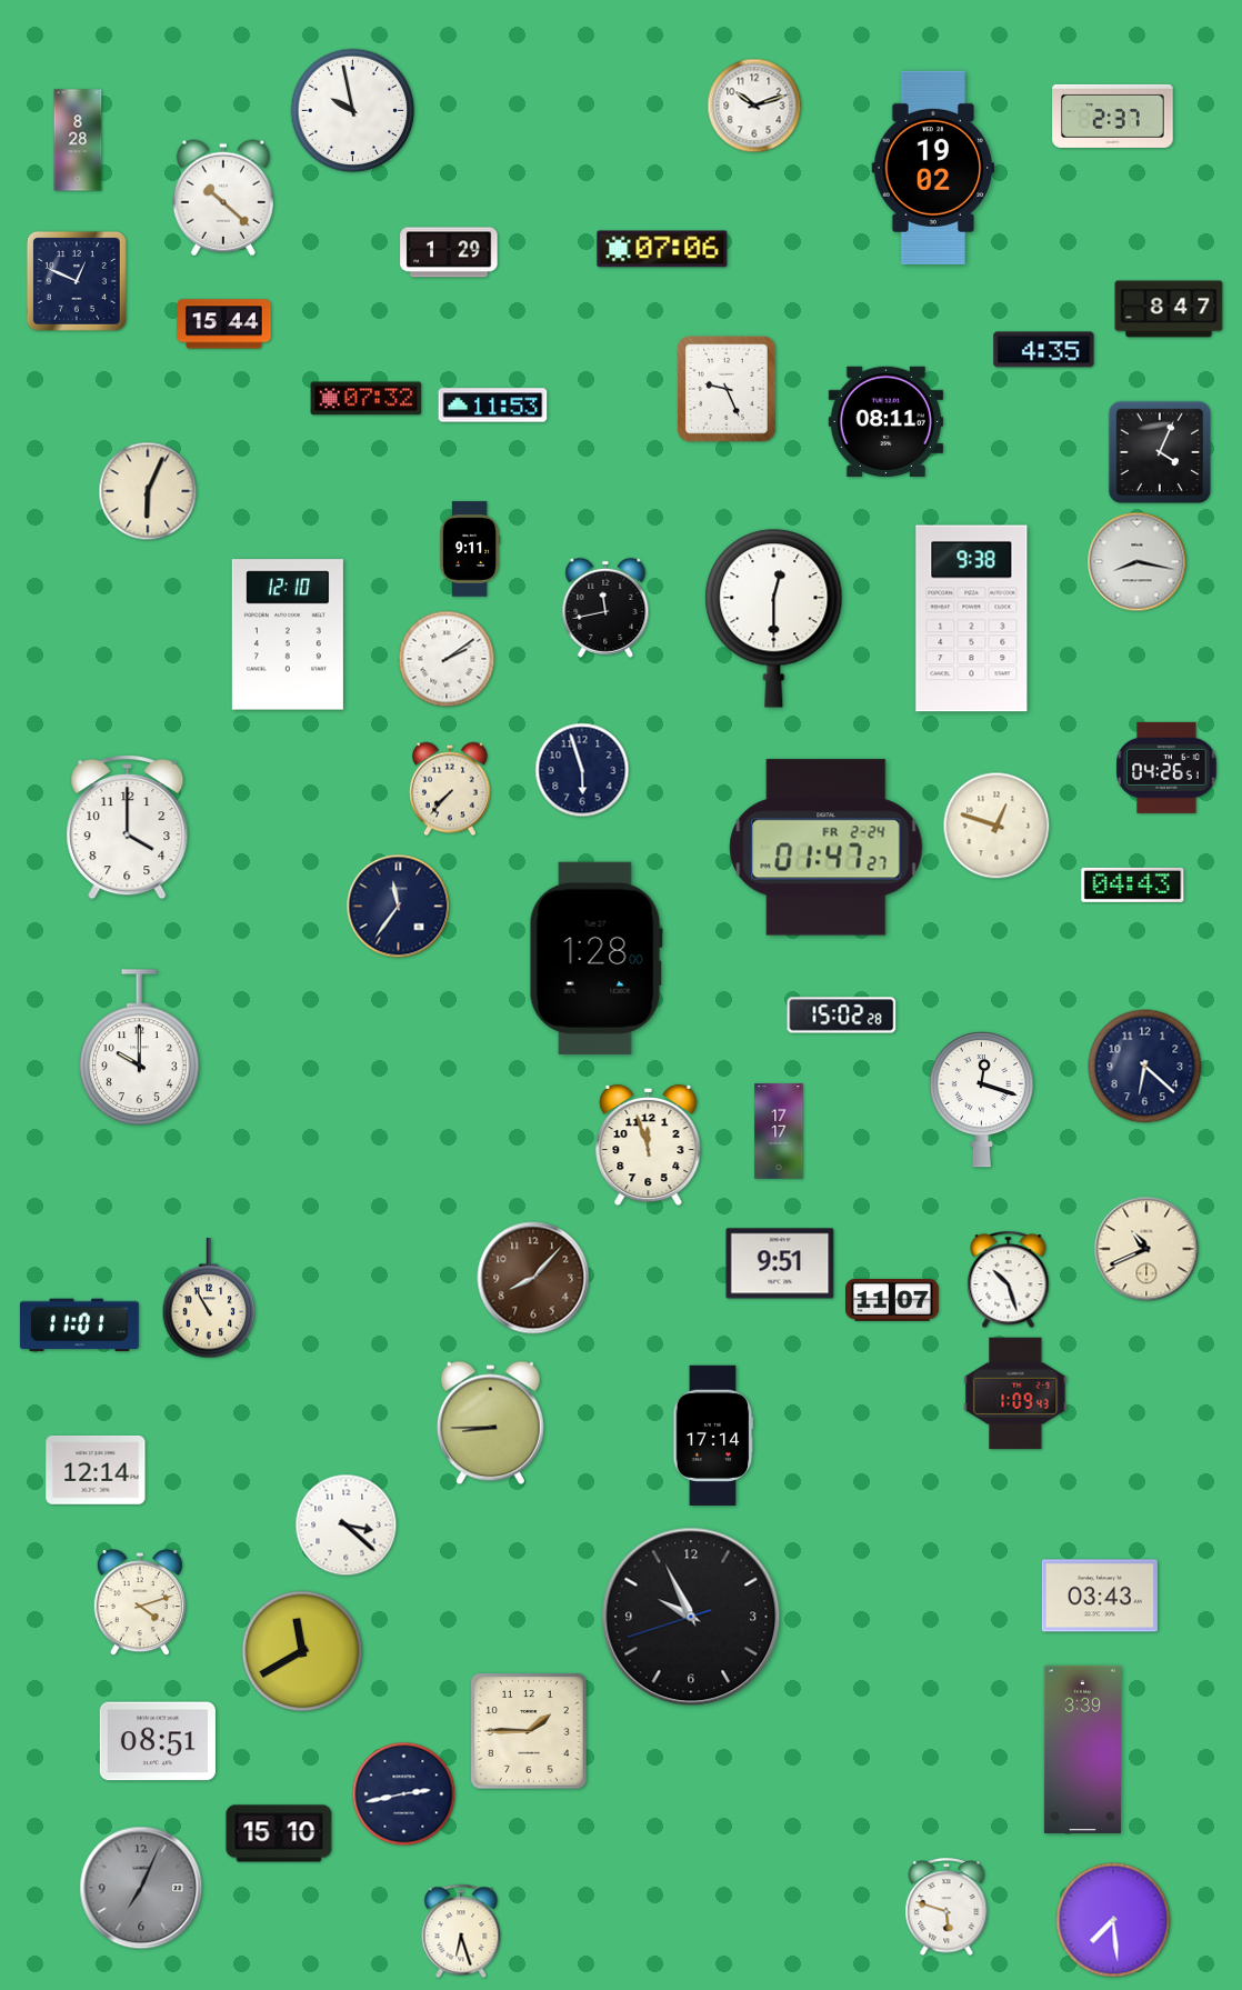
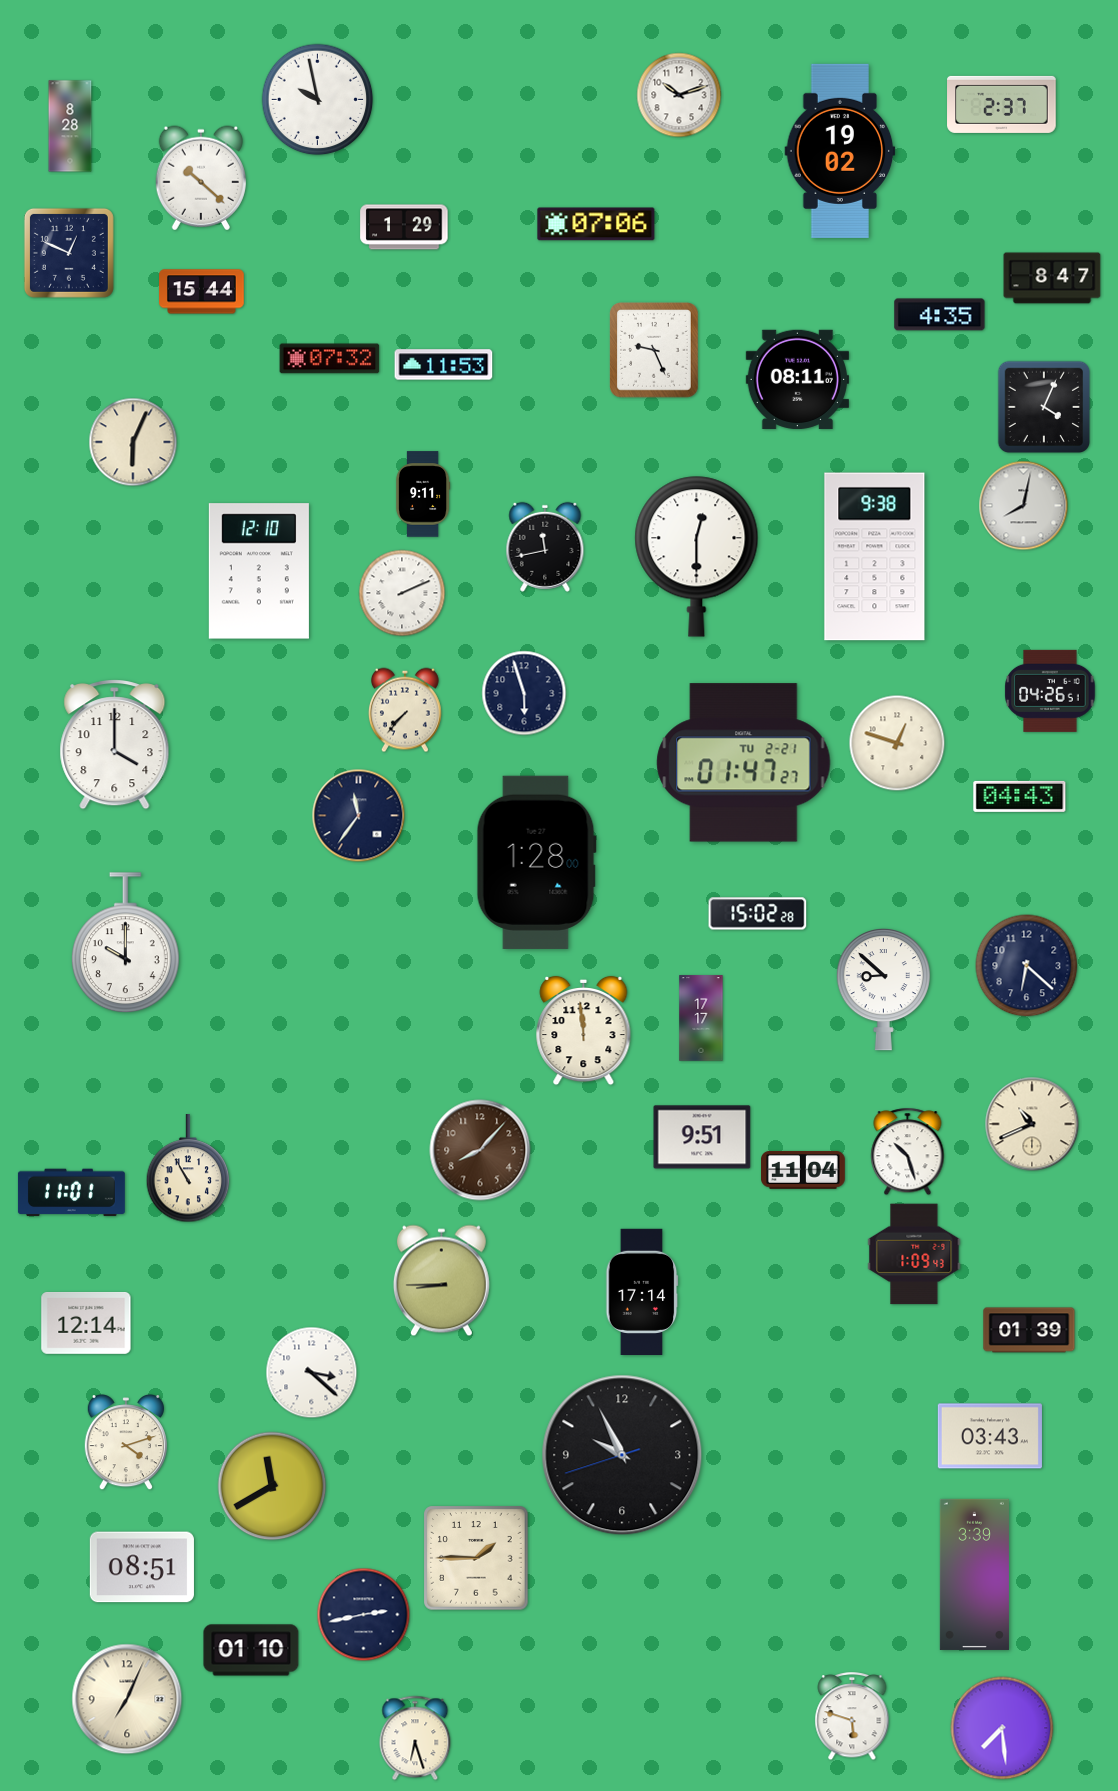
clock at (1138, 562): 8:17 -> 8:02
clock at (447, 659): 2:09 -> 2:11
clock at (827, 848) date: FR 2-24 -> TU 2-21
clock at (1145, 1067) position: (1145, 1067) -> (1027, 966)
clock at (981, 1100): 12:18 -> 8:52
clock at (649, 1146): 11:57 -> 11:59
clock at (893, 1300): 11:07 -> 11:04
clock at (1029, 1330): none -> 01:39
clock at (279, 1833): 15:10 -> 01:10
clock at (141, 1888) dial: grey -> cream
